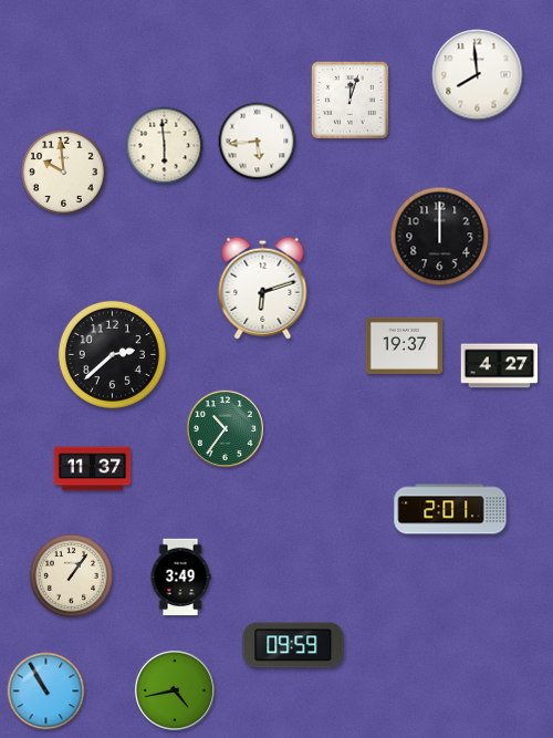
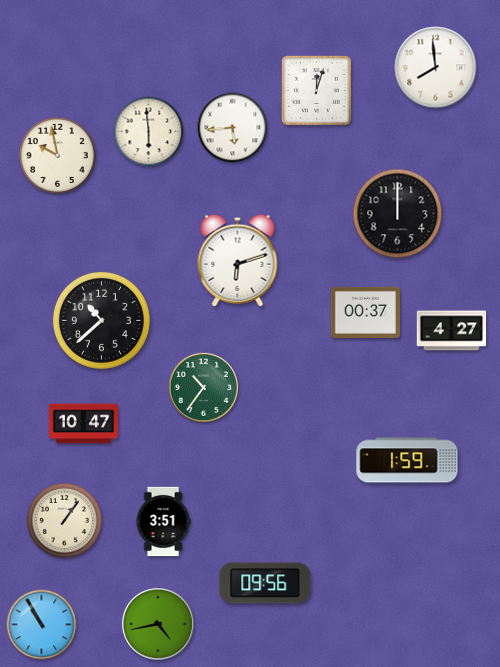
clock at (478, 75) position: (478, 75) -> (436, 68)
clock at (63, 171): 9:59 -> 9:58
clock at (405, 345): 19:37 -> 00:37
clock at (112, 354): 2:38 -> 10:38
clock at (93, 469): 11:37 -> 10:47
clock at (450, 509): 2:01 -> 1:59
clock at (180, 578): 3:49 -> 3:51
clock at (293, 645): 09:59 -> 09:56
